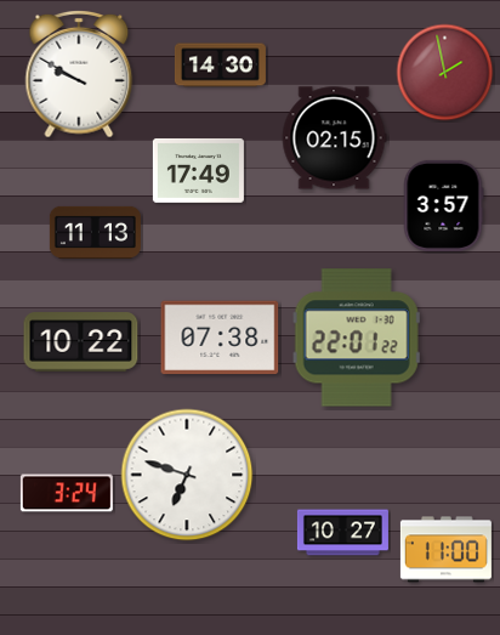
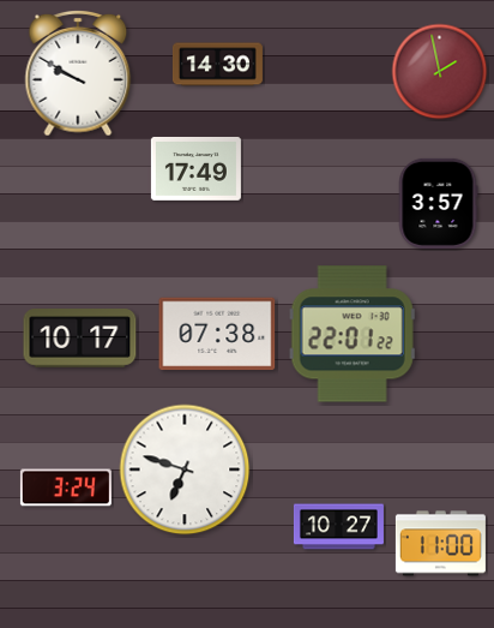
clock at (334, 138): 02:15 -> none
clock at (95, 232): 11:13 -> none
clock at (81, 342): 10:22 -> 10:17
